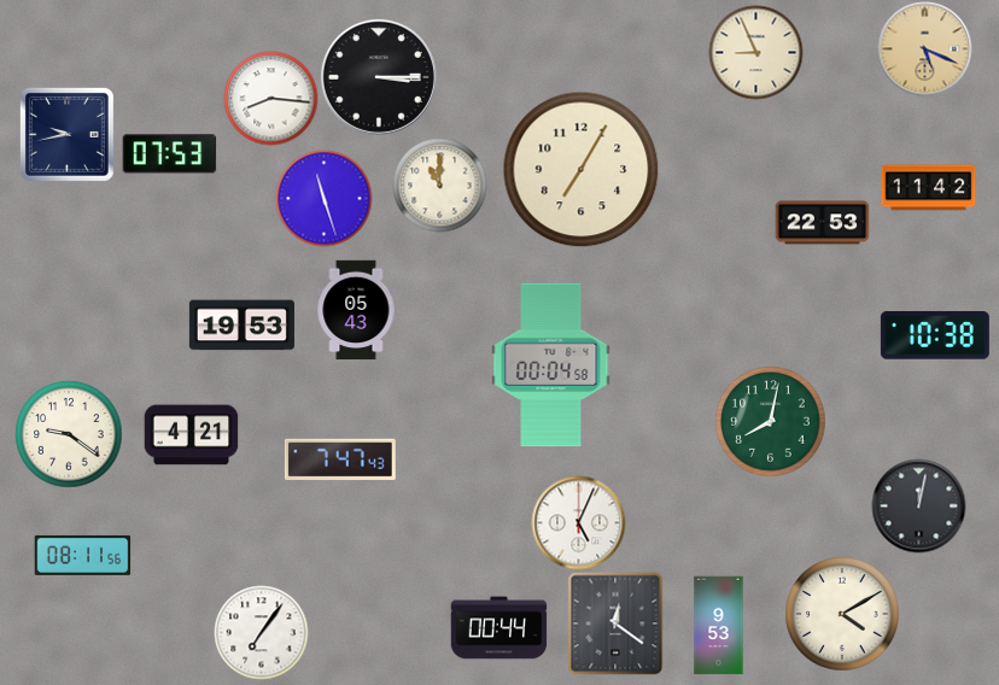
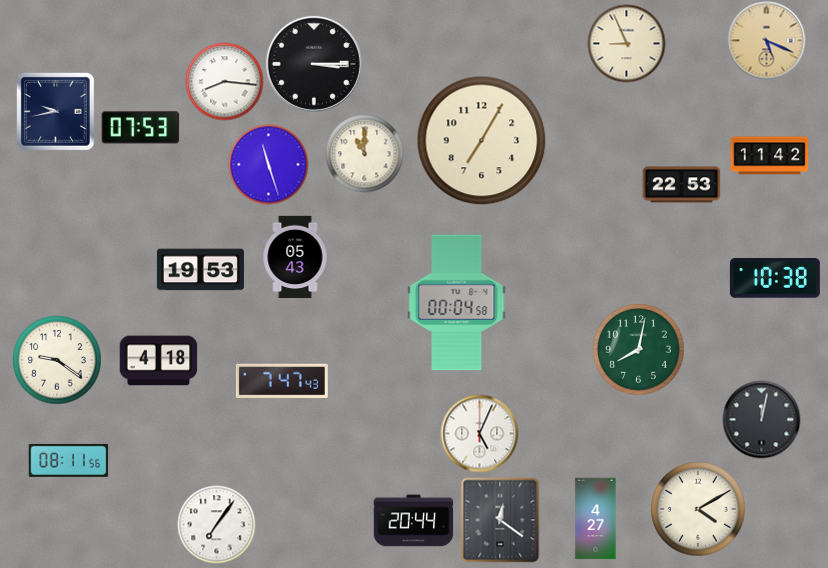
clock at (191, 435): 4:21 -> 4:18
clock at (615, 623) position: (615, 623) -> (500, 520)
clock at (719, 625): 9:53 -> 4:27
clock at (498, 628): 00:44 -> 20:44
